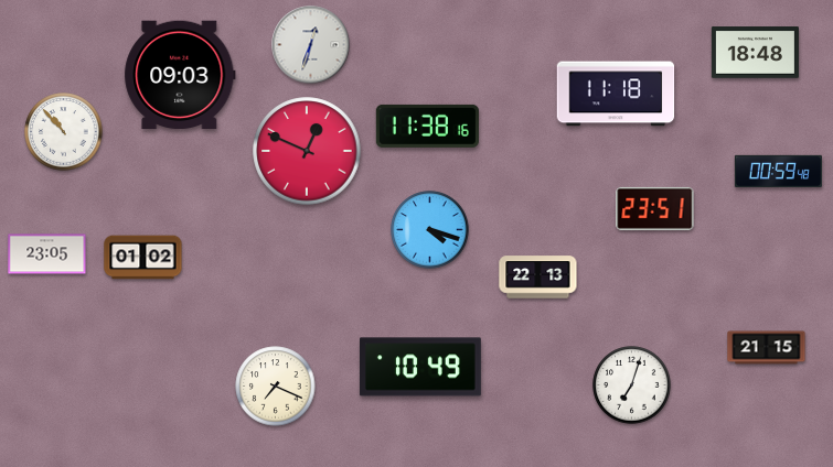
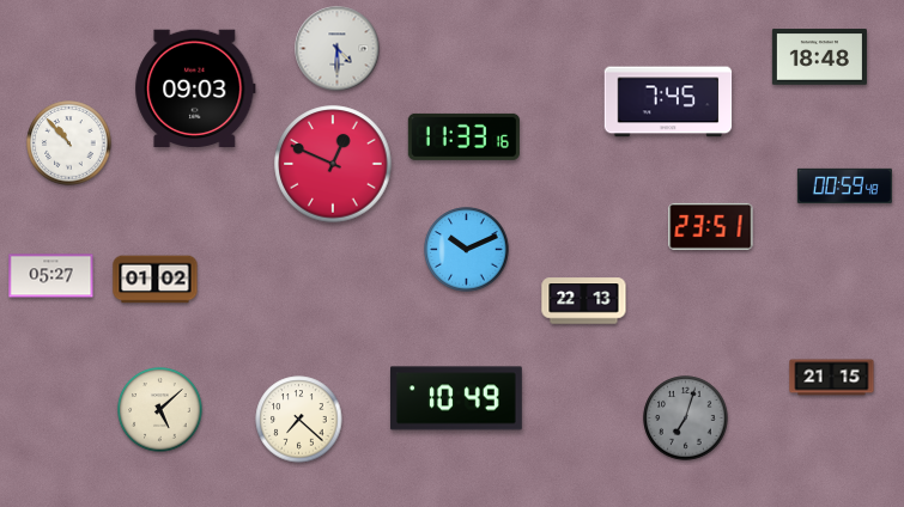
clock at (311, 45): 12:33 -> 4:30
clock at (180, 75) position: (180, 75) -> (195, 88)
clock at (616, 94): 11:18 -> 7:45
clock at (427, 126): 11:38 -> 11:33
clock at (430, 230): 4:18 -> 10:11
clock at (47, 254): 23:05 -> 05:27
clock at (160, 410): none -> 5:08
clock at (632, 385) dial: white -> grey
clock at (276, 387): 7:19 -> 7:22
